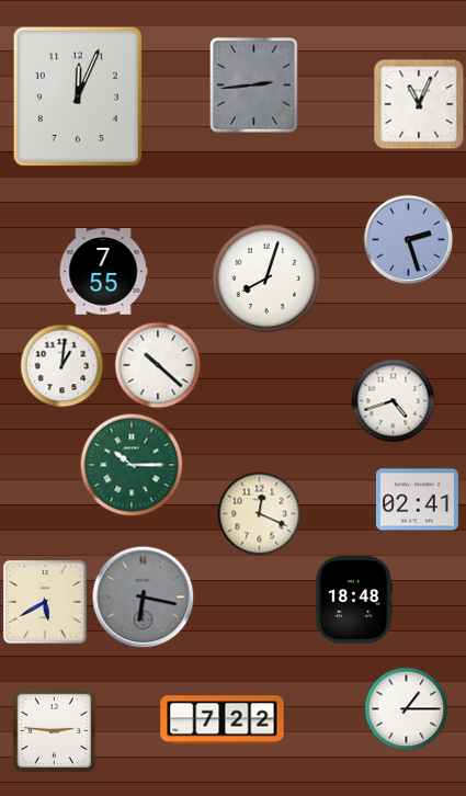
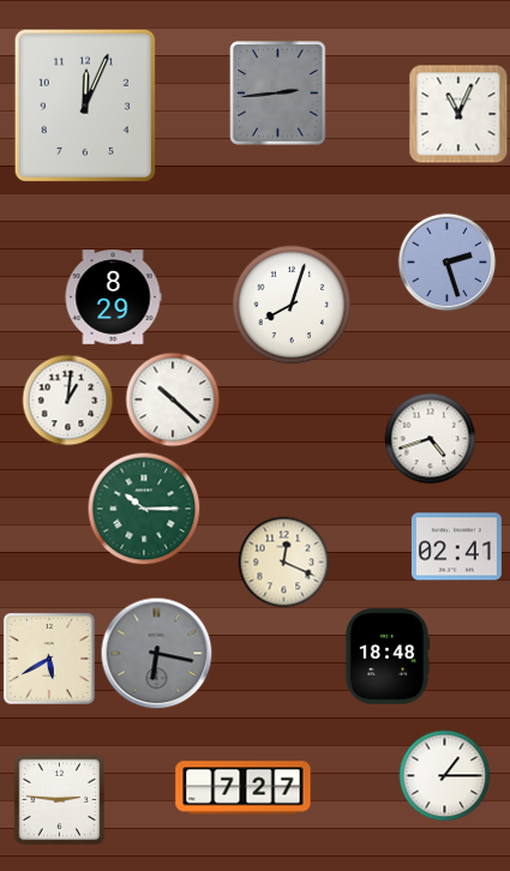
clock at (103, 272): 7:55 -> 8:29
clock at (223, 720): 7:22 -> 7:27
